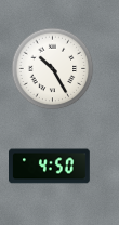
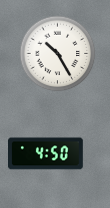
clock at (53, 69) position: (53, 69) -> (58, 54)
